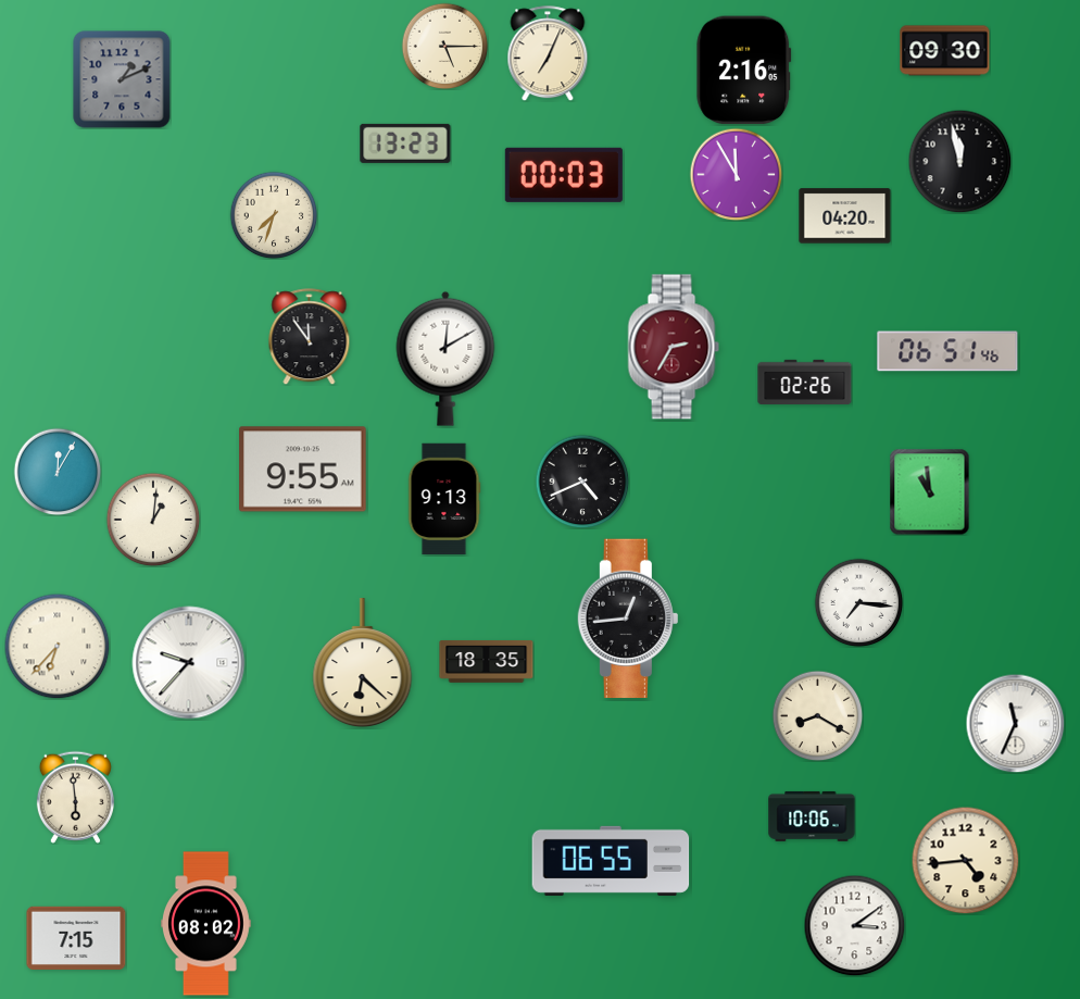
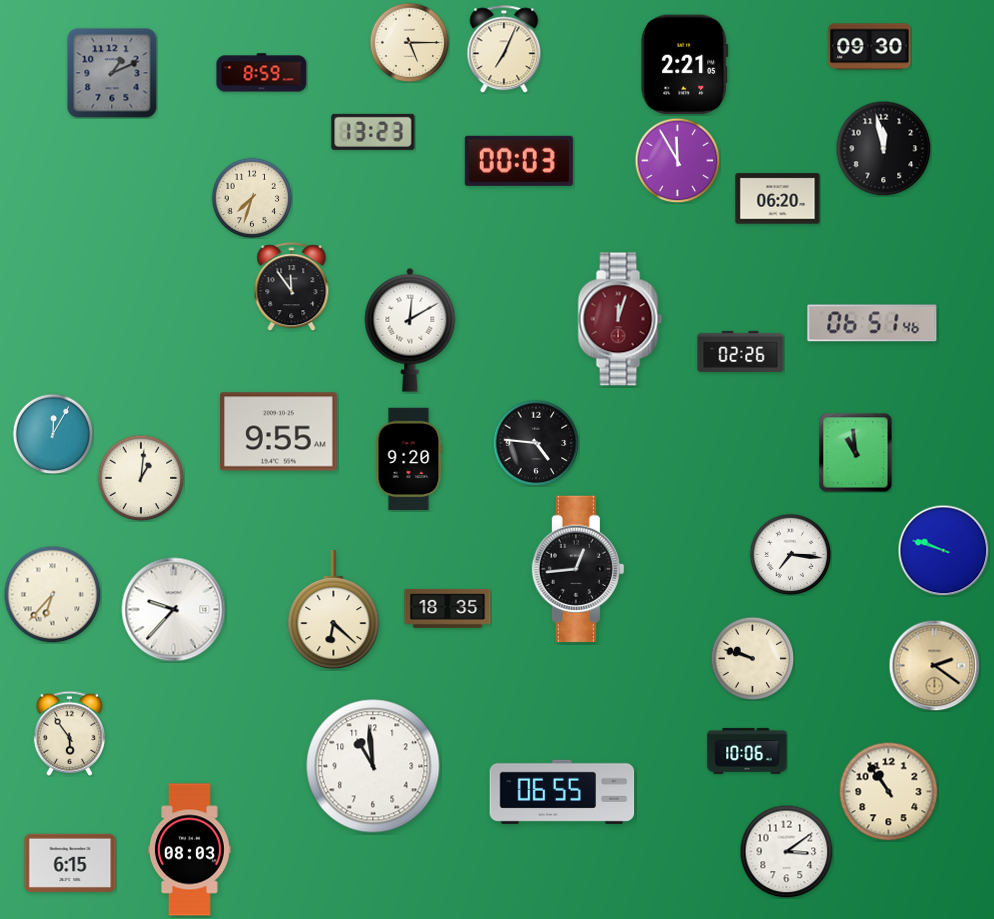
clock at (744, 71): 2:16 -> 2:21
clock at (262, 73): none -> 8:59
clock at (845, 216): 04:20 -> 06:20
clock at (310, 337) position: (310, 337) -> (292, 287)
clock at (674, 347): 2:35 -> 12:03
clock at (582, 482): 4:41 -> 4:46
clock at (444, 499): 9:13 -> 9:20
clock at (943, 550): none -> 9:48
clock at (817, 715): 8:20 -> 9:48
clock at (1015, 723): 11:34 -> 2:21
clock at (1015, 723) dial: white -> champagne
clock at (75, 797): 5:59 -> 5:54
clock at (373, 766): none -> 10:59
clock at (966, 861): 4:44 -> 10:54
clock at (206, 924): 08:02 -> 08:03
clock at (76, 938): 7:15 -> 6:15
